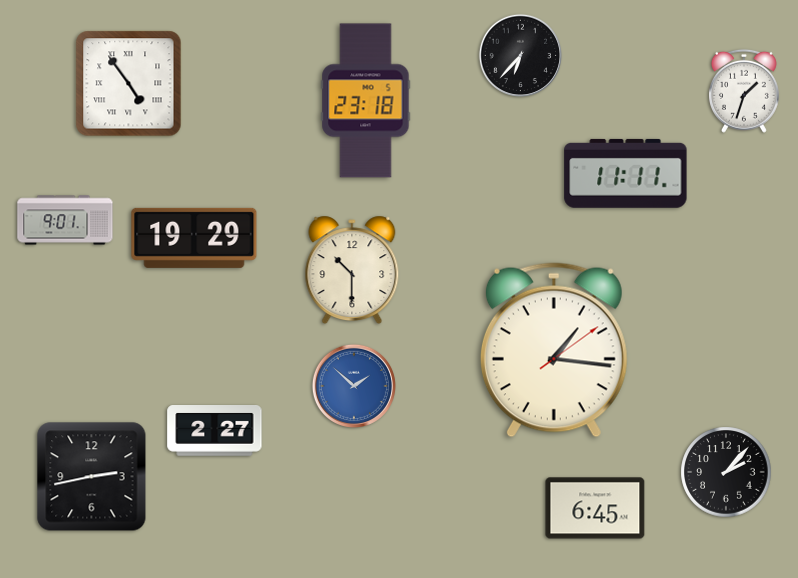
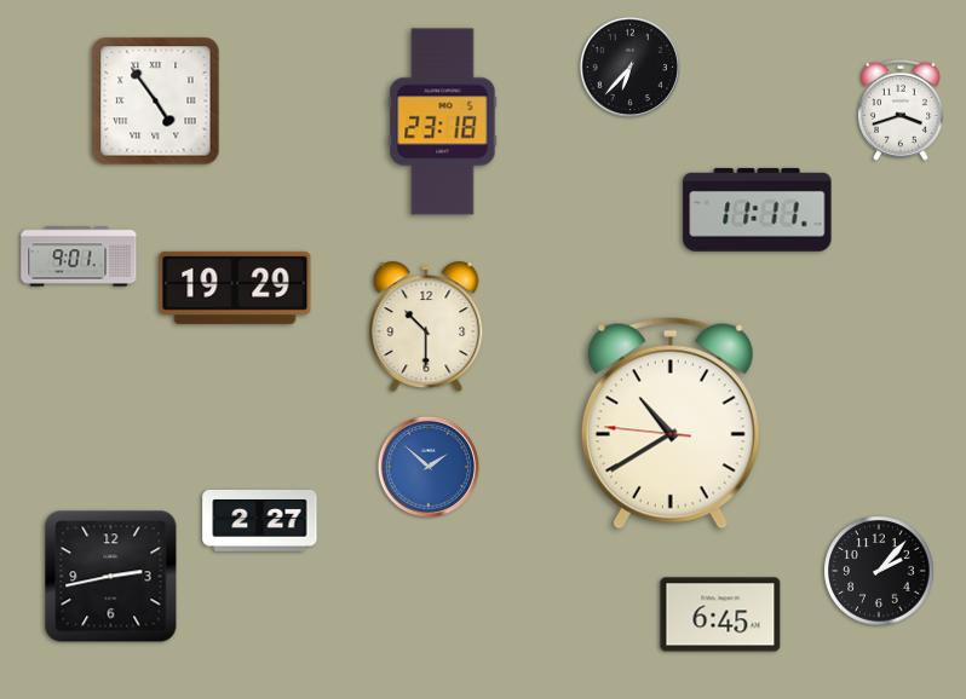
clock at (744, 91): 1:33 -> 3:42
clock at (65, 220) position: (65, 220) -> (79, 256)
clock at (554, 350): 1:16 -> 10:39
